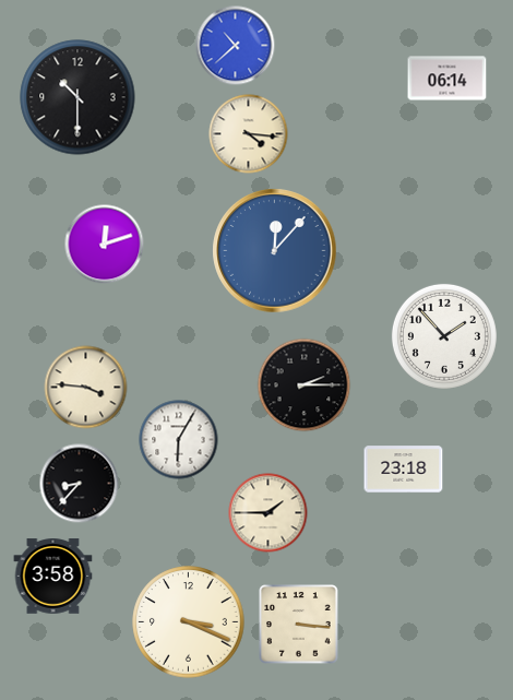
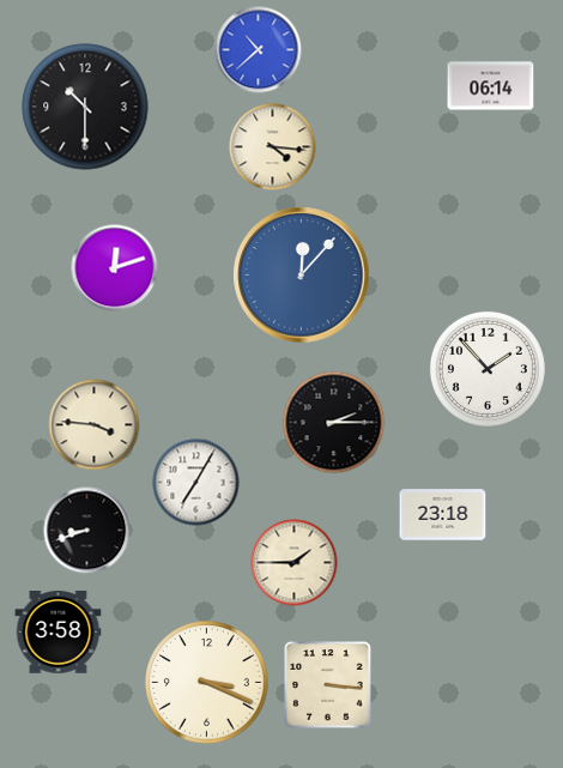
clock at (179, 440): 6:05 -> 7:05
clock at (80, 484): 8:37 -> 8:42
